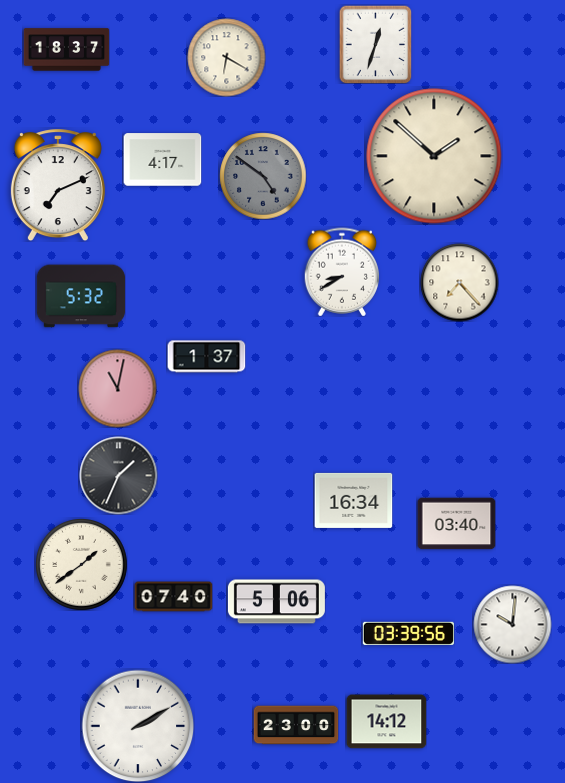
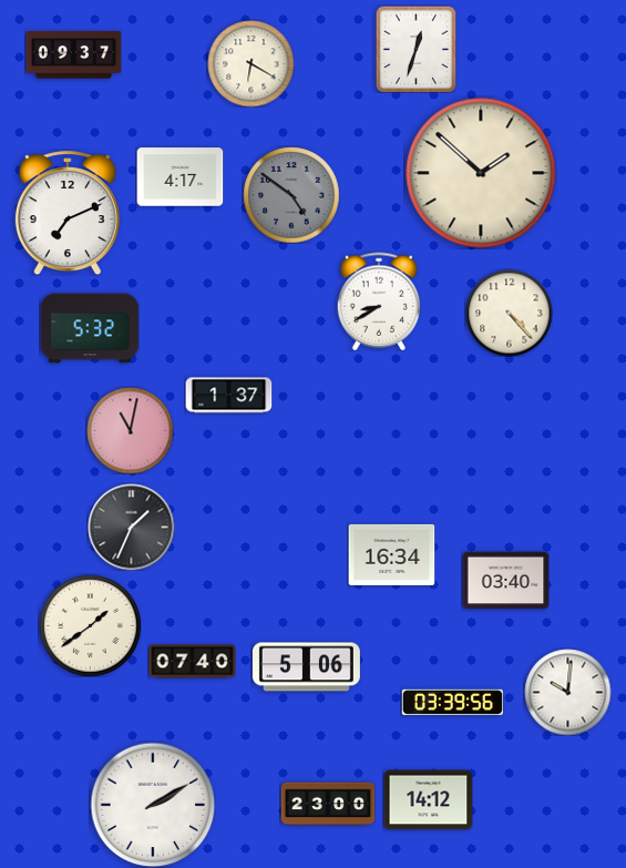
clock at (66, 50): 18:37 -> 09:37
clock at (58, 185) position: (58, 185) -> (68, 213)
clock at (459, 282): 7:23 -> 4:23
